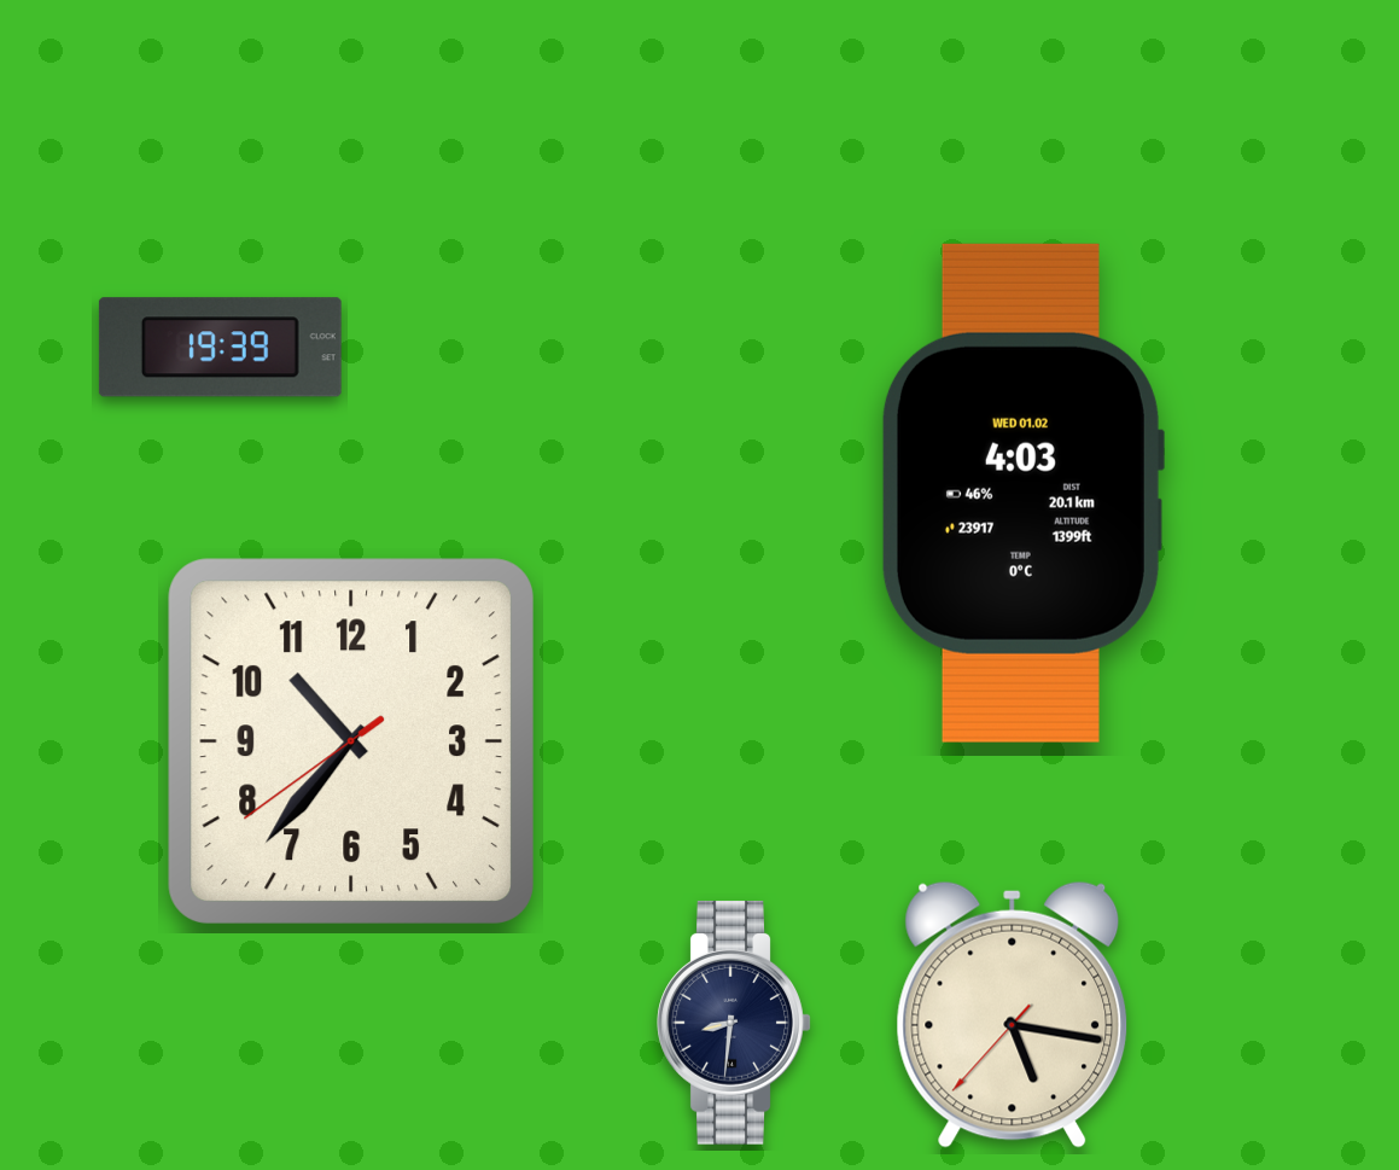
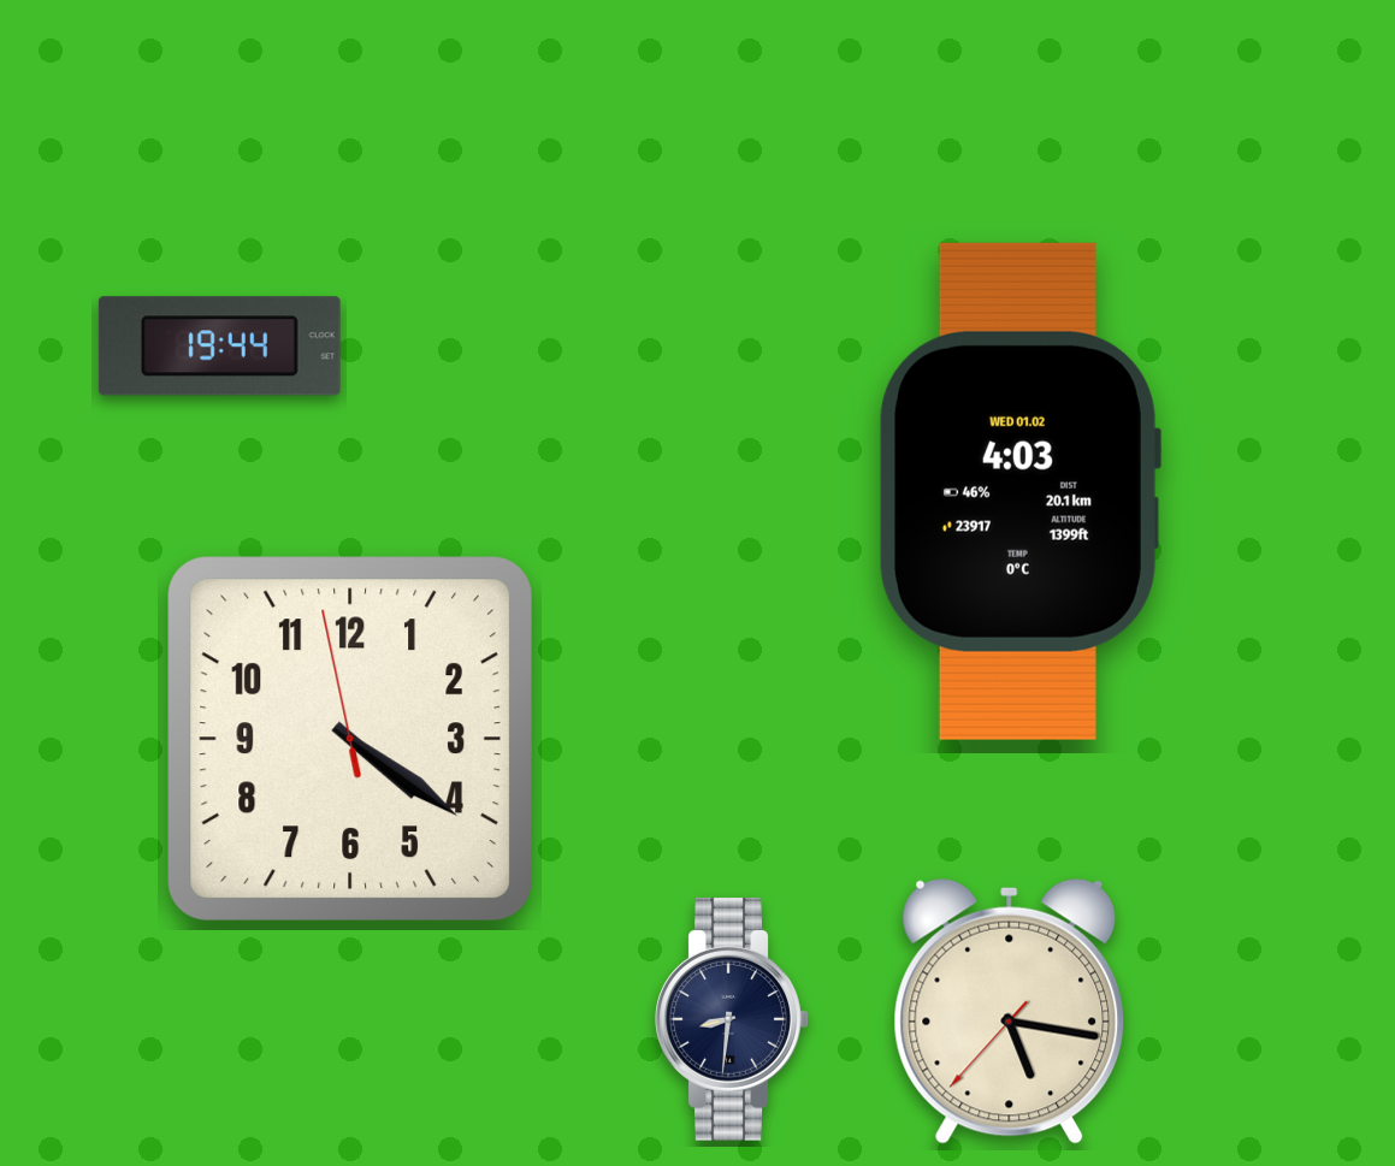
clock at (220, 348): 19:39 -> 19:44
clock at (351, 741): 10:36 -> 4:20
